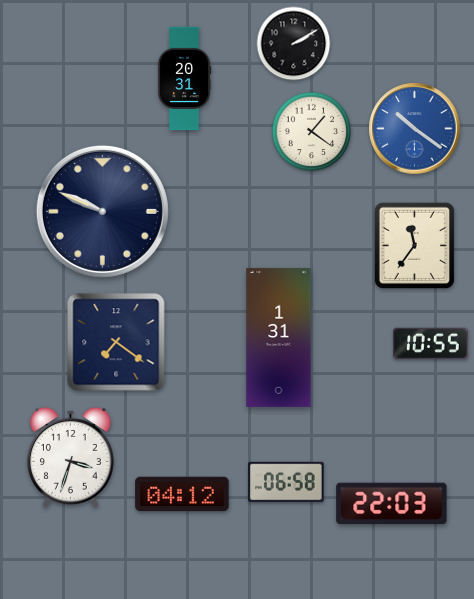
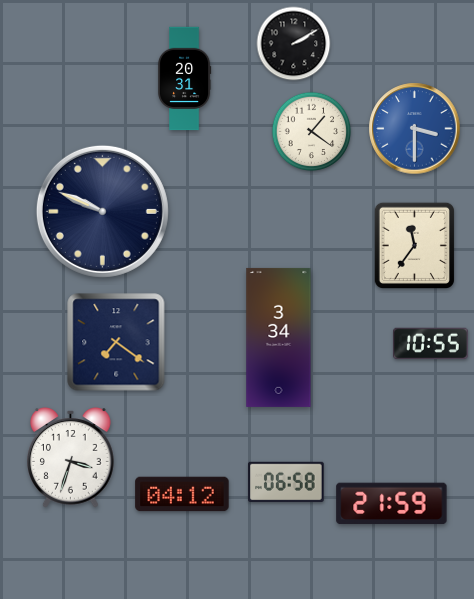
clock at (415, 129): 10:21 -> 3:30
clock at (279, 337): 1:31 -> 3:34
clock at (392, 504): 22:03 -> 21:59
